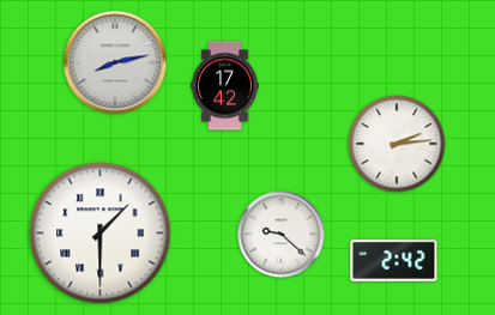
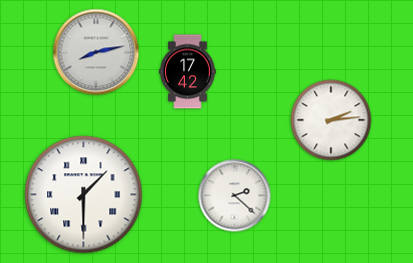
clock at (282, 235): 9:22 -> 2:22
clock at (394, 261): 2:42 -> none
